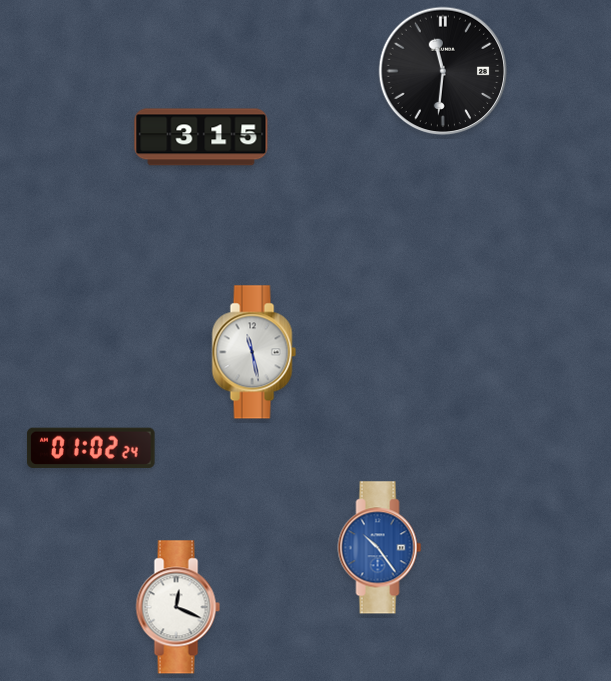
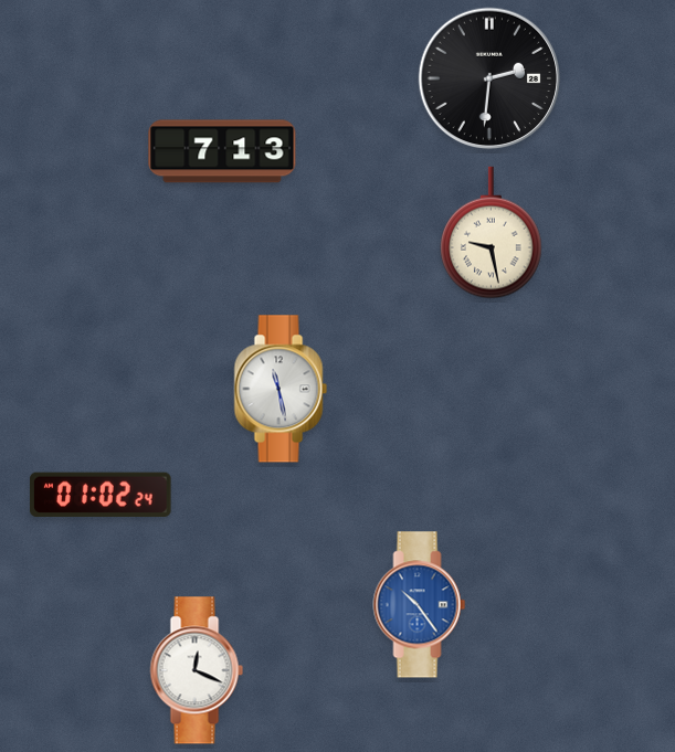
clock at (443, 71): 11:31 -> 2:31
clock at (201, 137): 3:15 -> 7:13
clock at (492, 233): none -> 9:28
